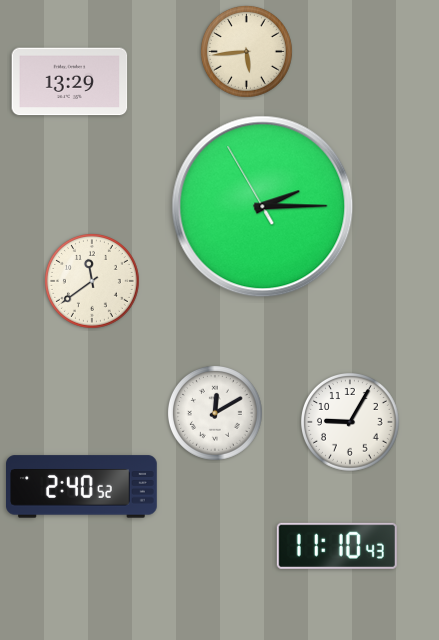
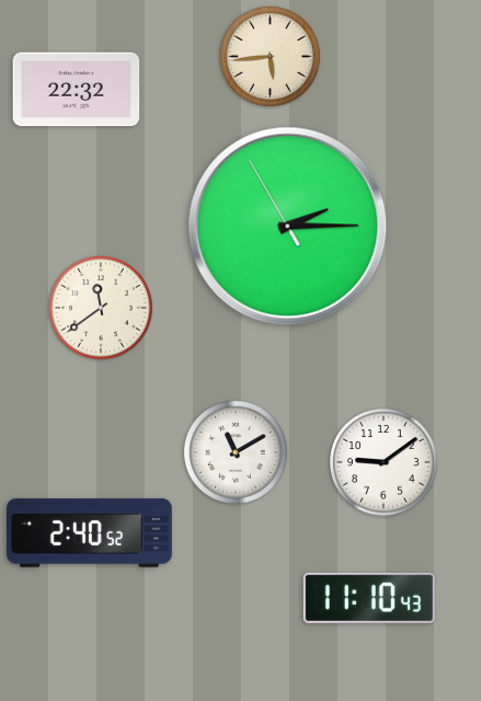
clock at (70, 82): 13:29 -> 22:32
clock at (215, 413): 12:10 -> 11:10
clock at (351, 423): 9:05 -> 9:09
